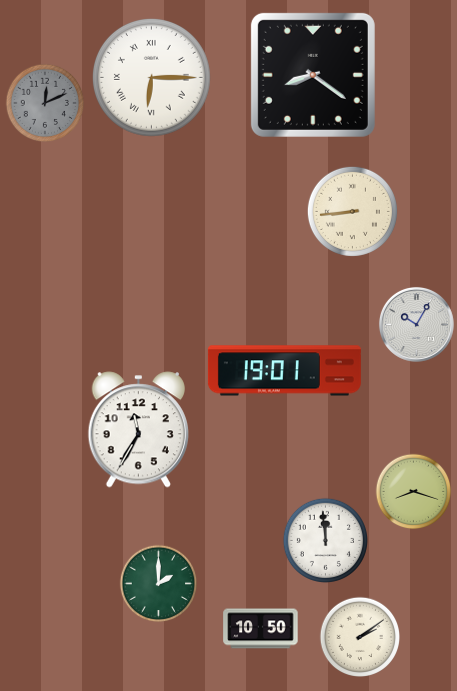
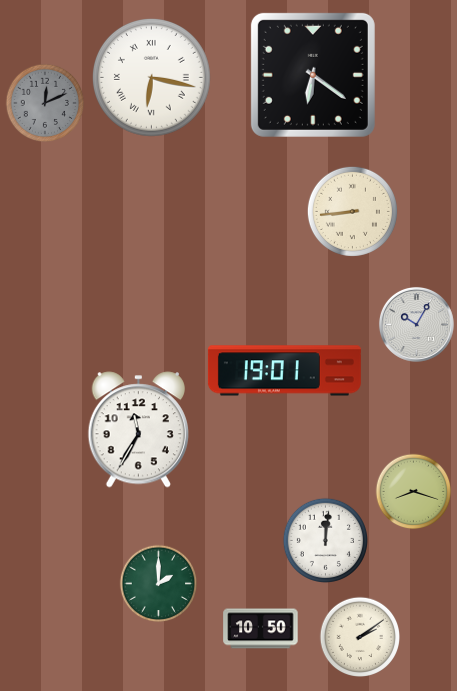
clock at (313, 75): 8:21 -> 6:21
clock at (151, 77): 6:15 -> 6:17
clock at (325, 540): 11:59 -> 12:01
